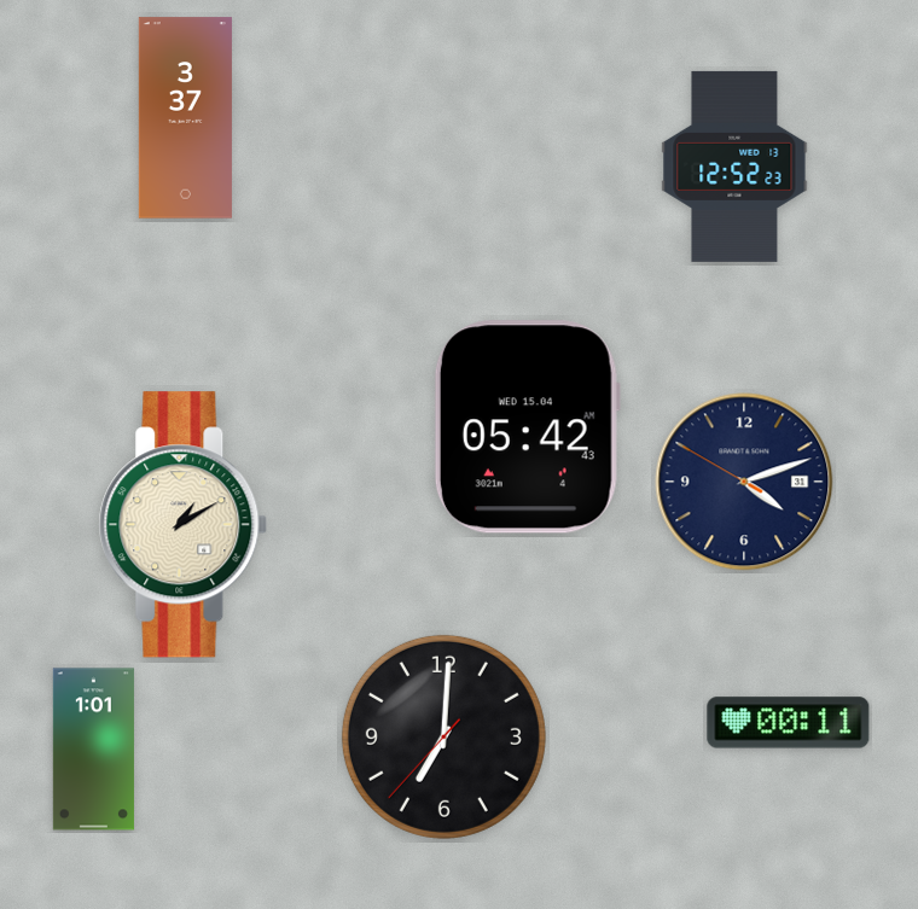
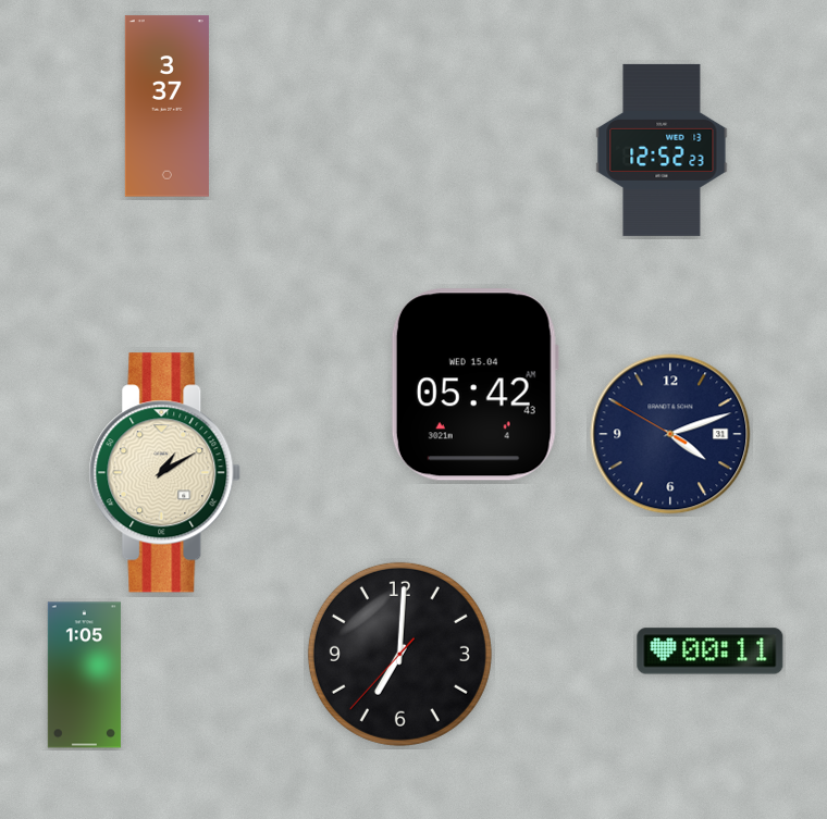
clock at (443, 736) position: (443, 736) -> (399, 654)
clock at (93, 750): 1:01 -> 1:05
